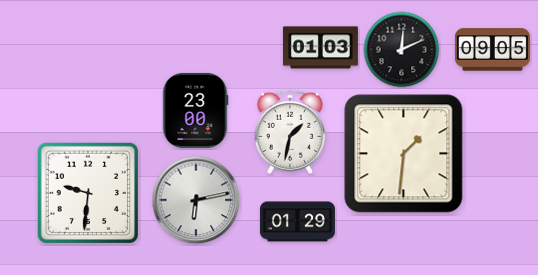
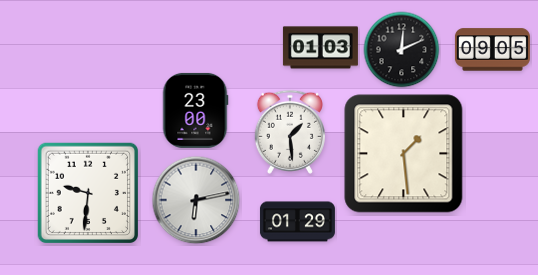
clock at (290, 132): 1:32 -> 1:29
clock at (404, 154): 1:31 -> 1:29
